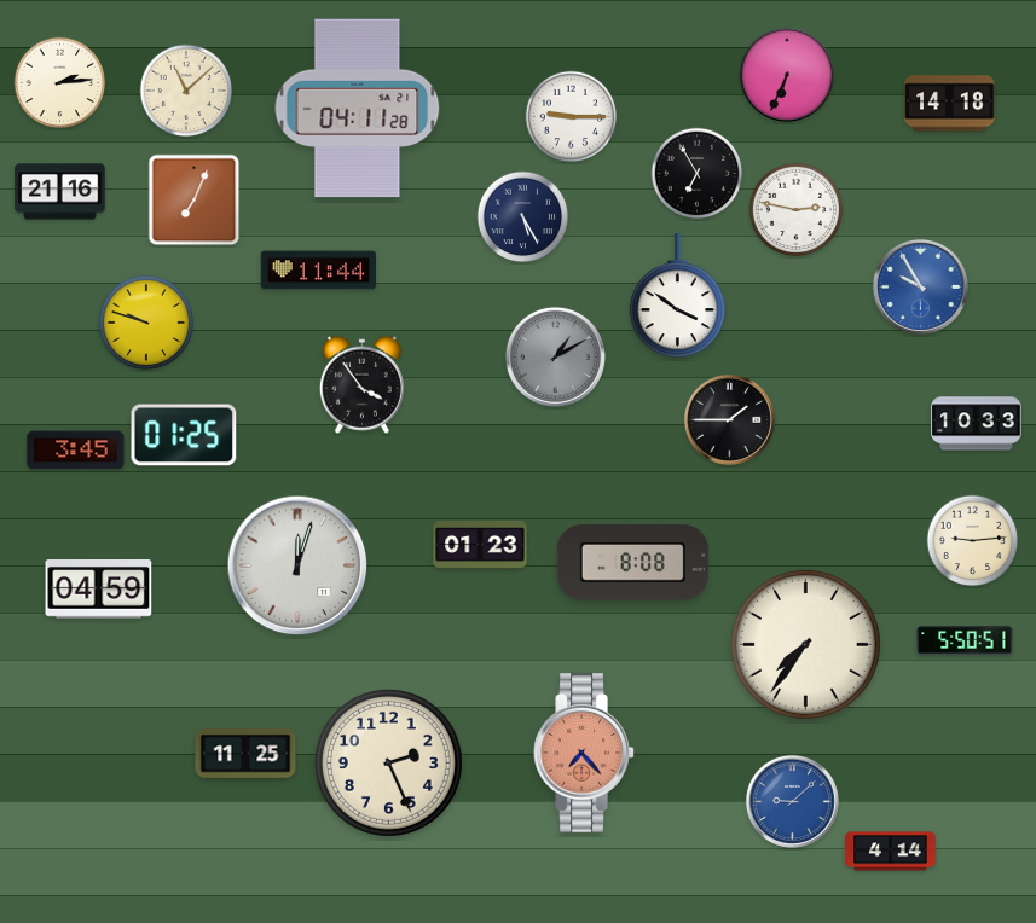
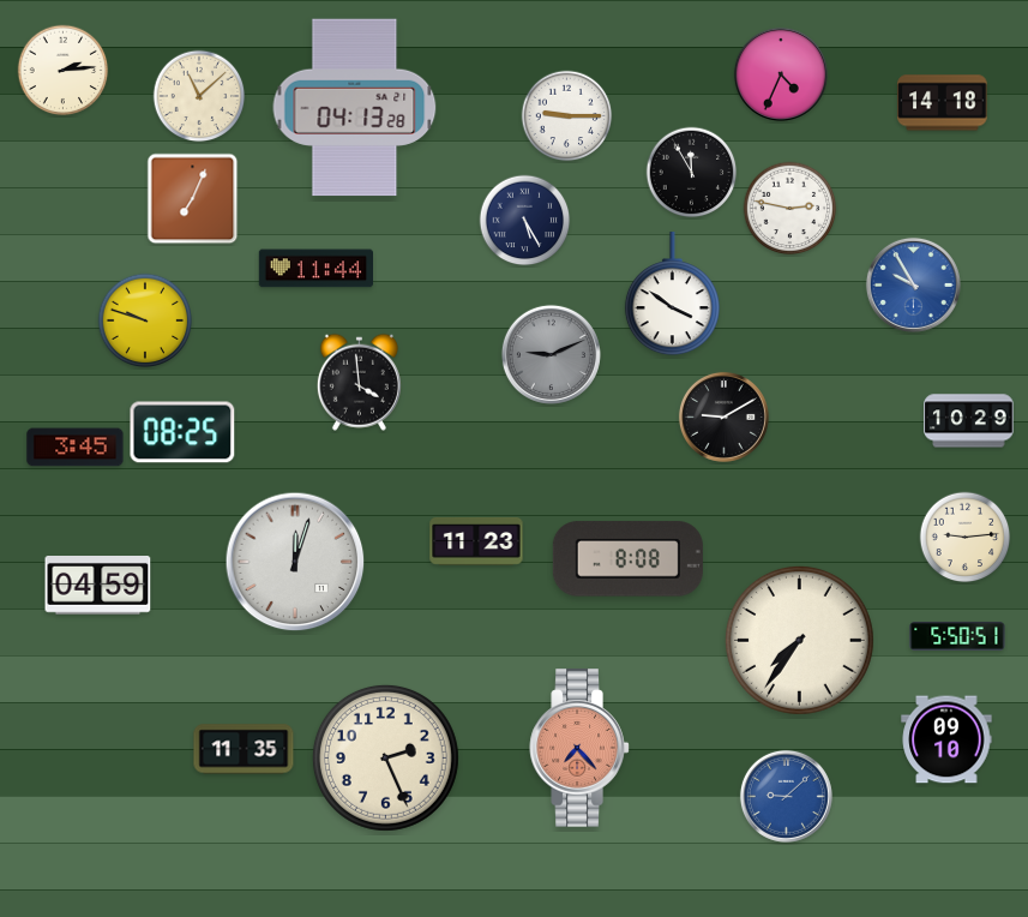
clock at (787, 75): 6:34 -> 4:34
clock at (60, 83) position: (60, 83) -> (64, 71)
clock at (186, 91) position: (186, 91) -> (199, 96)
clock at (358, 109): 04:11 -> 04:13
clock at (698, 174): 6:55 -> 11:55
clock at (60, 192): 21:16 -> none
clock at (523, 217) position: (523, 217) -> (525, 221)
clock at (555, 356): 1:10 -> 9:11
clock at (361, 384): 3:54 -> 3:59
clock at (729, 419): 1:45 -> 9:10
clock at (977, 424): 10:33 -> 10:29
clock at (184, 435): 01:25 -> 08:25
clock at (480, 545): 01:23 -> 11:23
clock at (946, 739): none -> 09:10
clock at (245, 754): 11:25 -> 11:35
clock at (891, 852): 4:14 -> none
